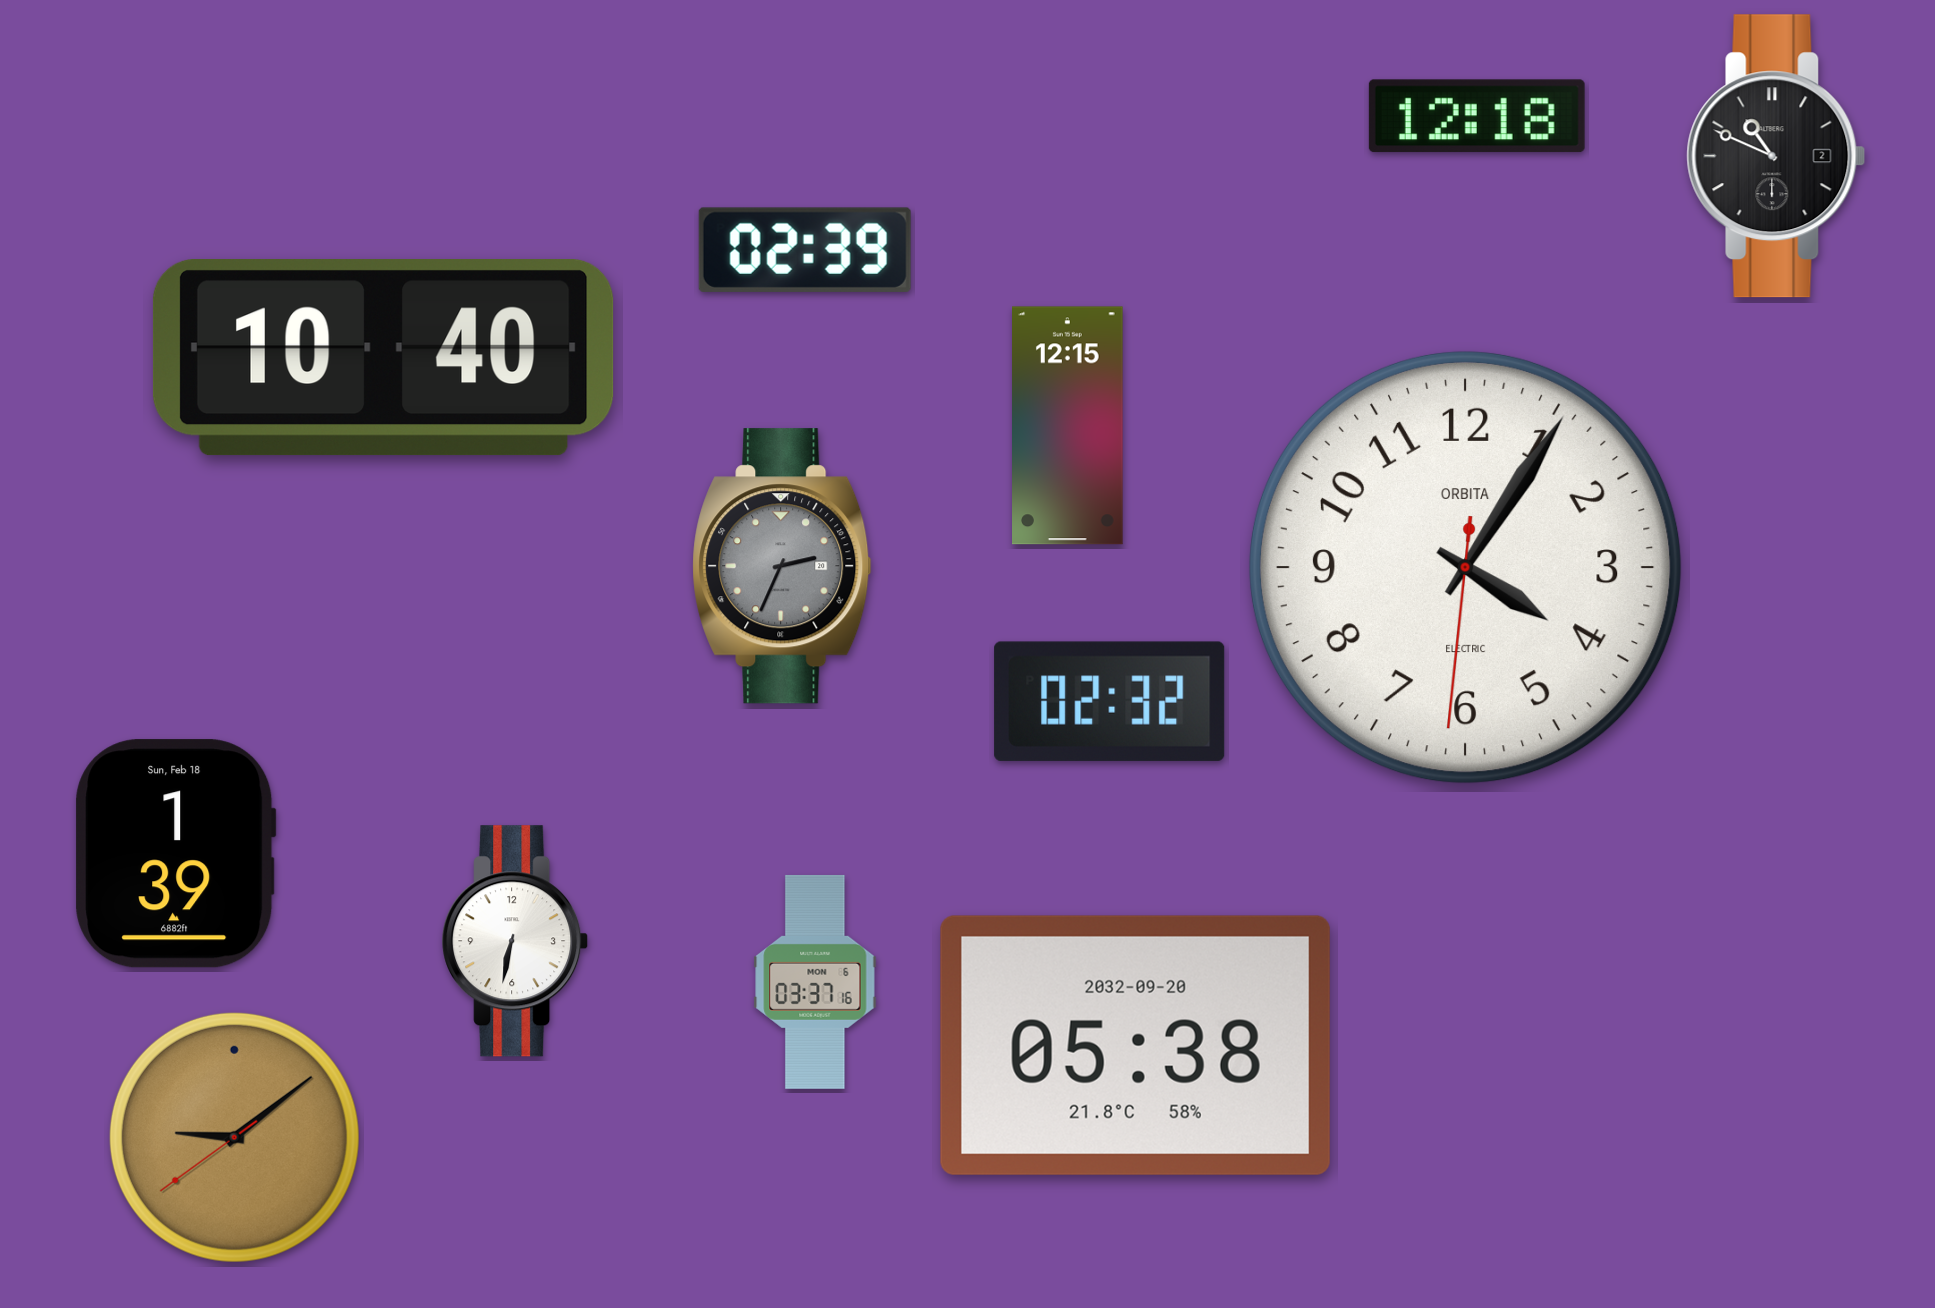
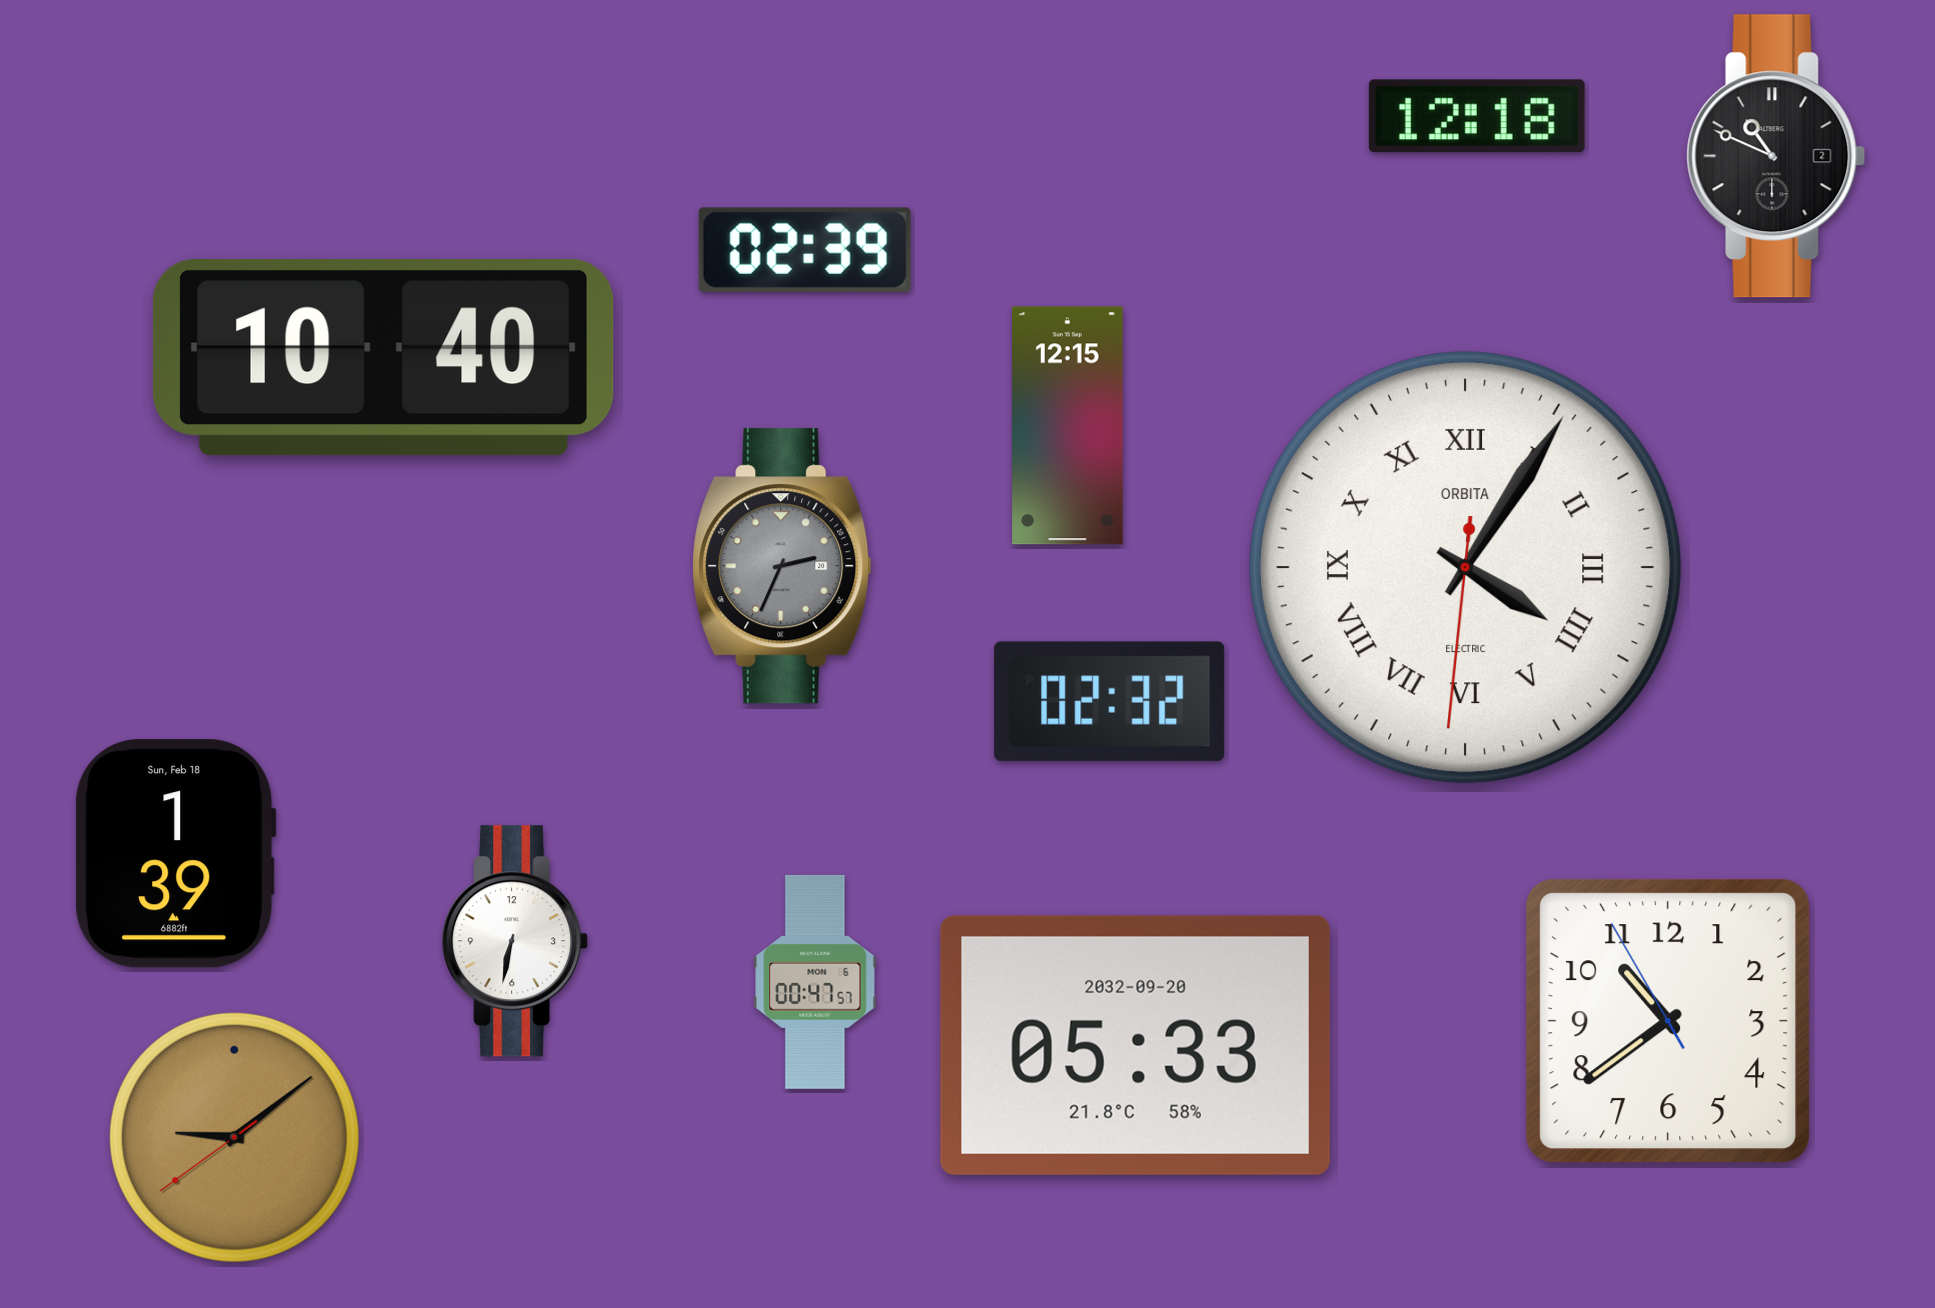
clock at (1465, 567) numerals: Arabic -> Roman
clock at (815, 982): 03:37 -> 00:47
clock at (1668, 1021): none -> 10:38
clock at (1135, 1045): 05:38 -> 05:33
